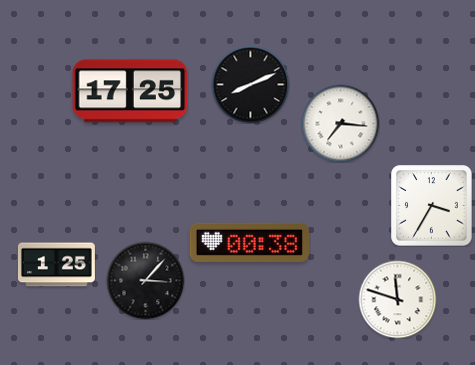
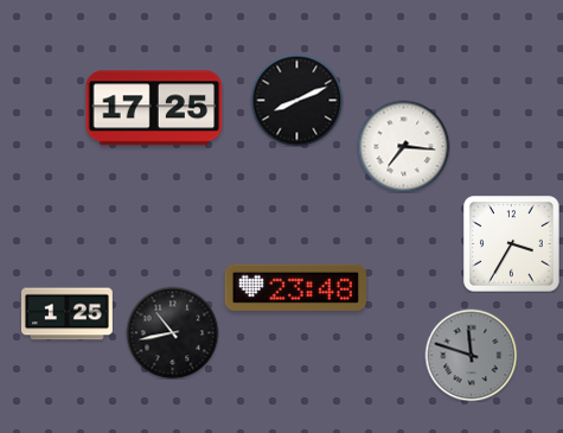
clock at (249, 242): 00:38 -> 23:48
clock at (145, 280): 3:07 -> 10:43
clock at (397, 299) dial: white -> grey
